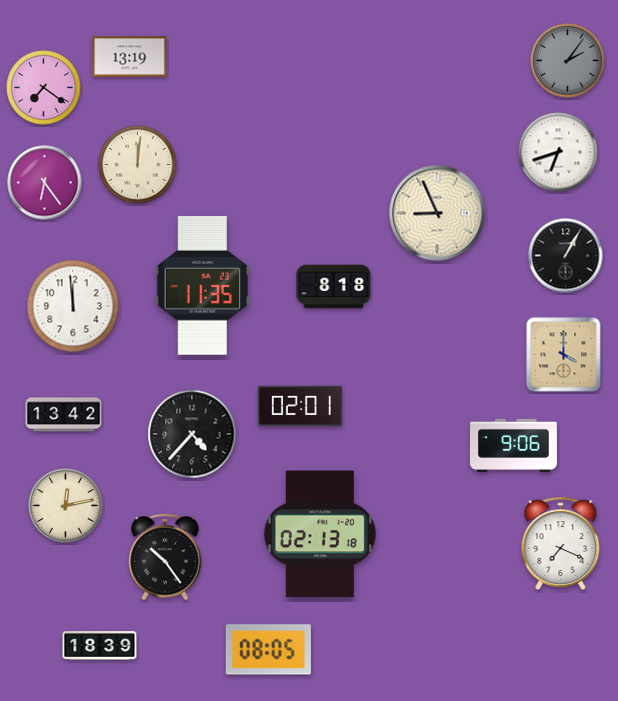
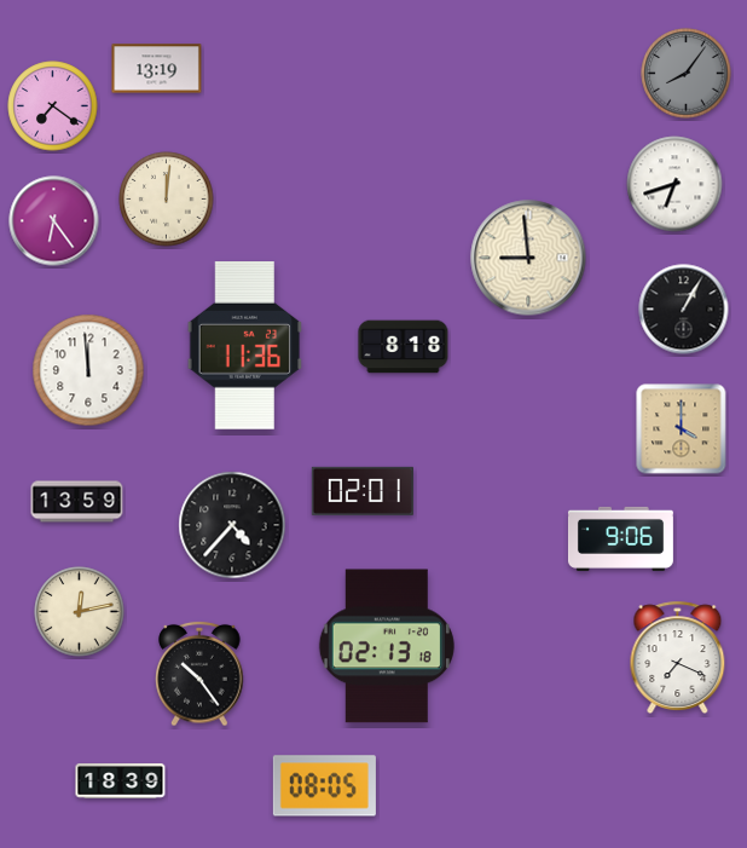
clock at (568, 61): 2:06 -> 8:06
clock at (437, 213): 8:56 -> 8:59
clock at (203, 286): 11:35 -> 11:36
clock at (64, 415): 13:42 -> 13:59
